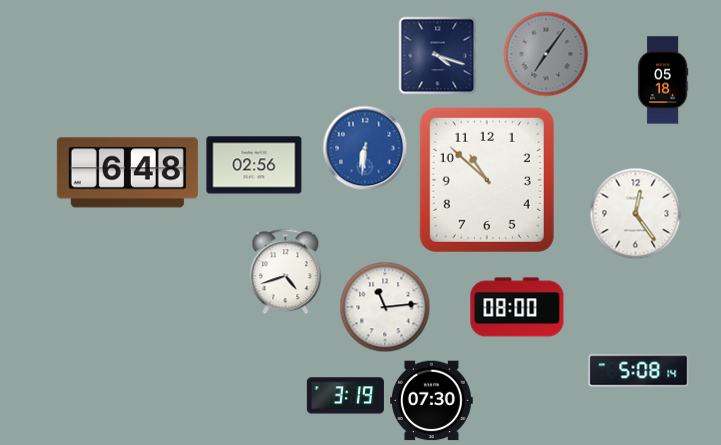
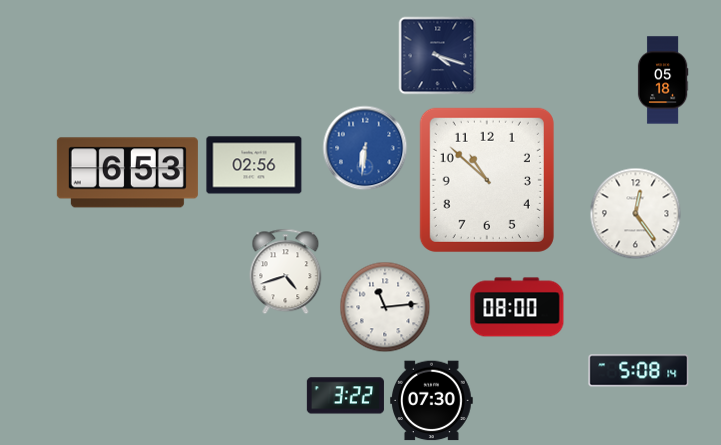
clock at (546, 54): 7:06 -> none
clock at (127, 173): 6:48 -> 6:53
clock at (345, 396): 3:19 -> 3:22
